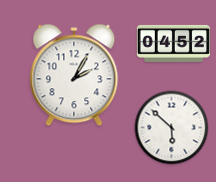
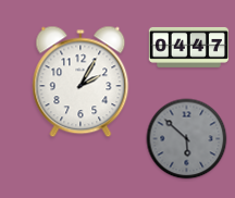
clock at (173, 43): 04:52 -> 04:47
clock at (172, 128) dial: white -> grey
